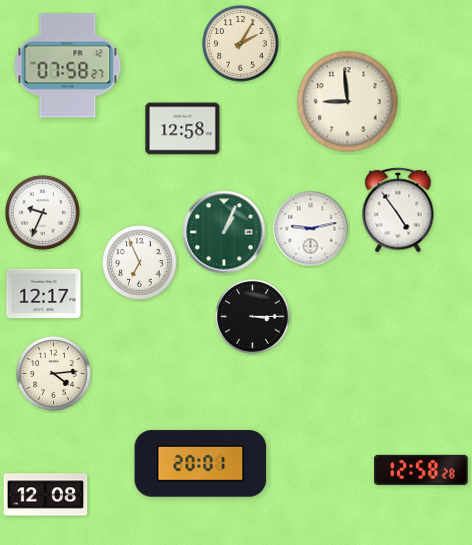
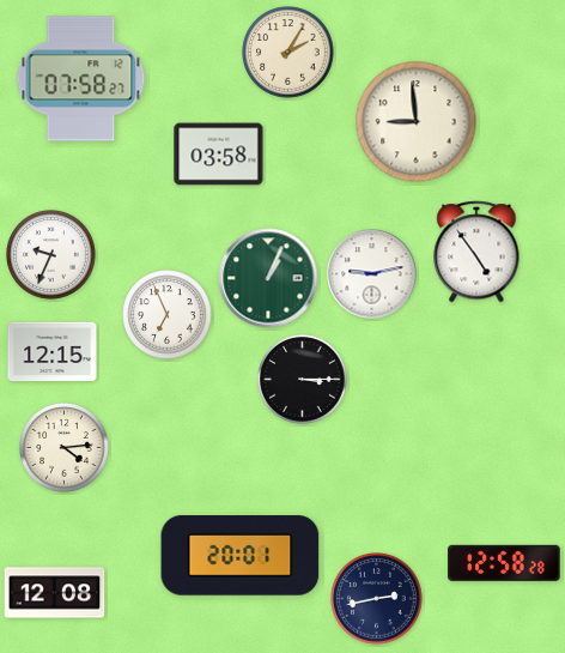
clock at (183, 129): 12:58 -> 03:58
clock at (44, 294): 12:17 -> 12:15
clock at (377, 599): none -> 2:43
